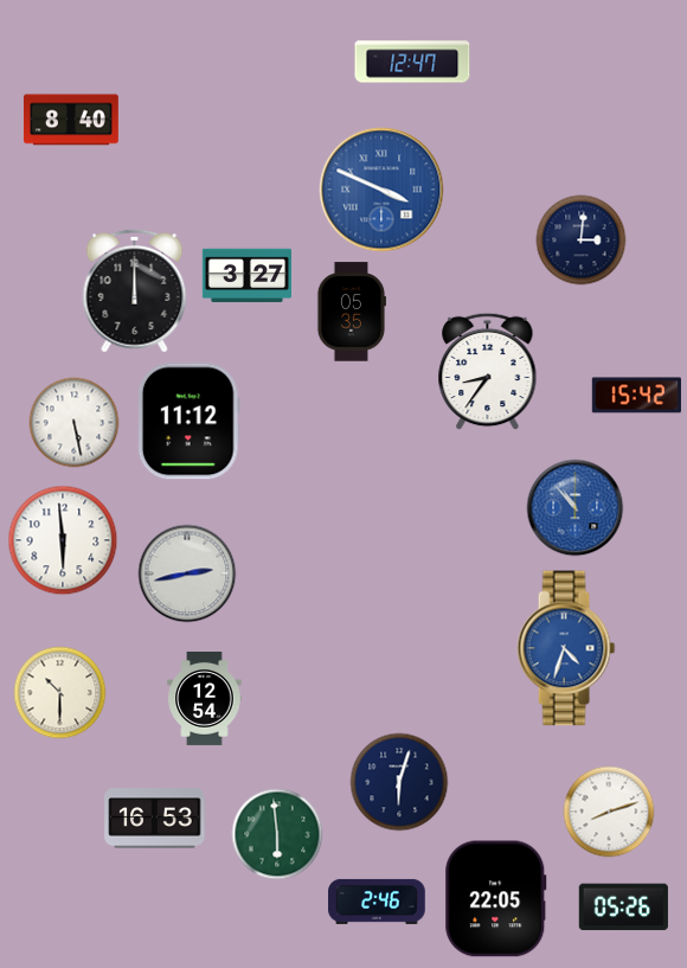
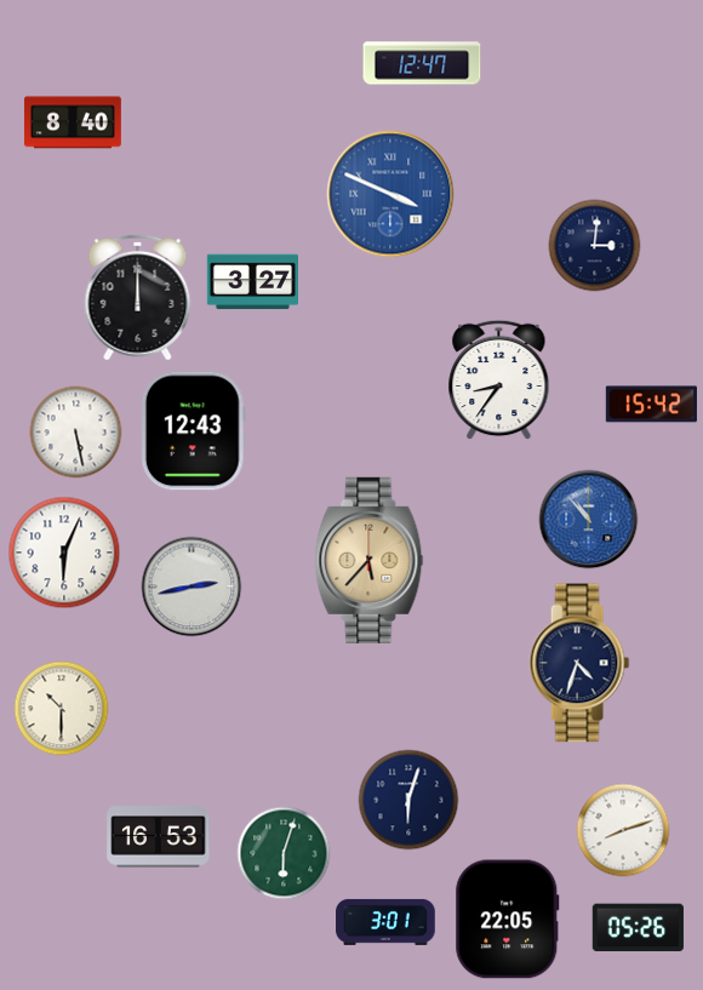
clock at (351, 312): 05:35 -> none
clock at (188, 422): 11:12 -> 12:43
clock at (63, 540): 5:59 -> 6:04
clock at (370, 560): none -> 5:37
clock at (566, 648) dial: blue -> navy
clock at (205, 698): 12:54 -> none
clock at (277, 834): 5:59 -> 6:03
clock at (377, 902): 2:46 -> 3:01
